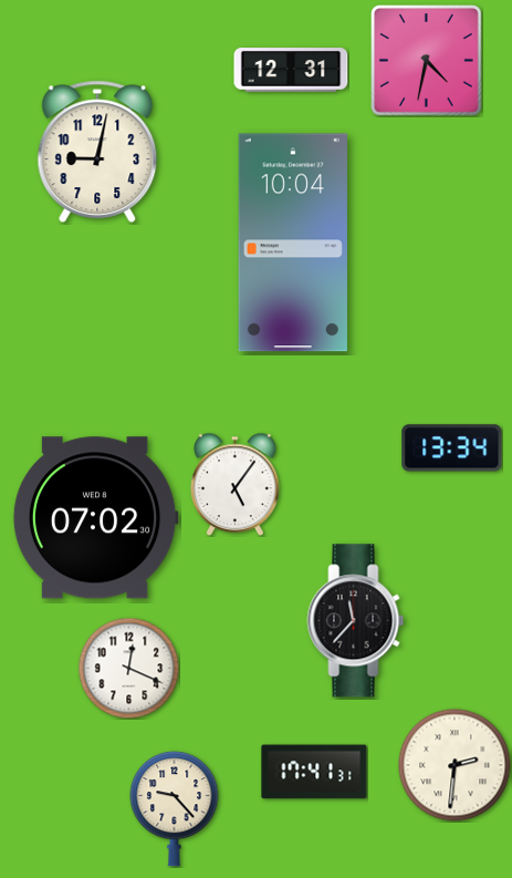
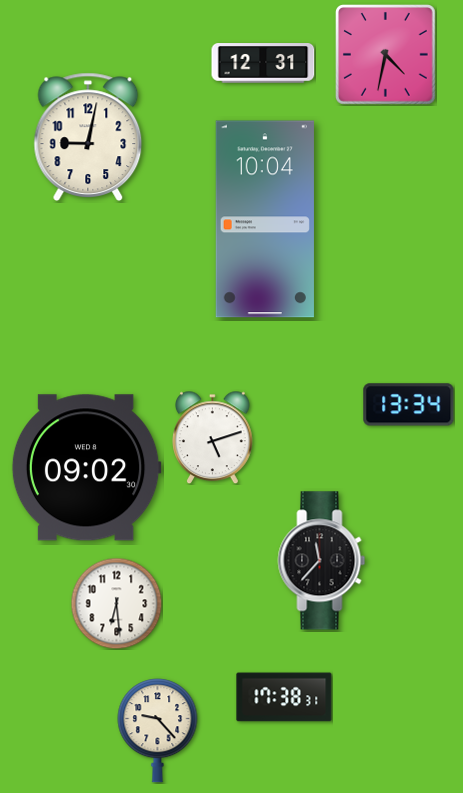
clock at (236, 484): 5:06 -> 5:12
clock at (95, 518): 07:02 -> 09:02
clock at (128, 668): 12:19 -> 6:29
clock at (454, 765): 2:31 -> none
clock at (314, 772): 17:41 -> 17:38
